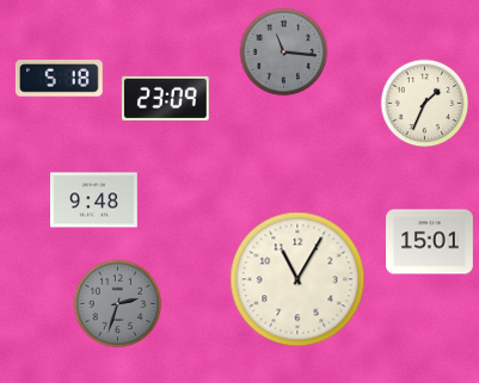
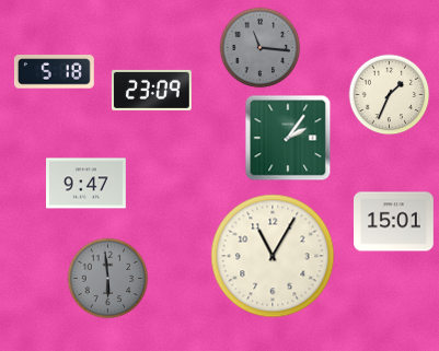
clock at (288, 138): none -> 2:06
clock at (94, 200): 9:48 -> 9:47
clock at (118, 304): 2:33 -> 5:59
